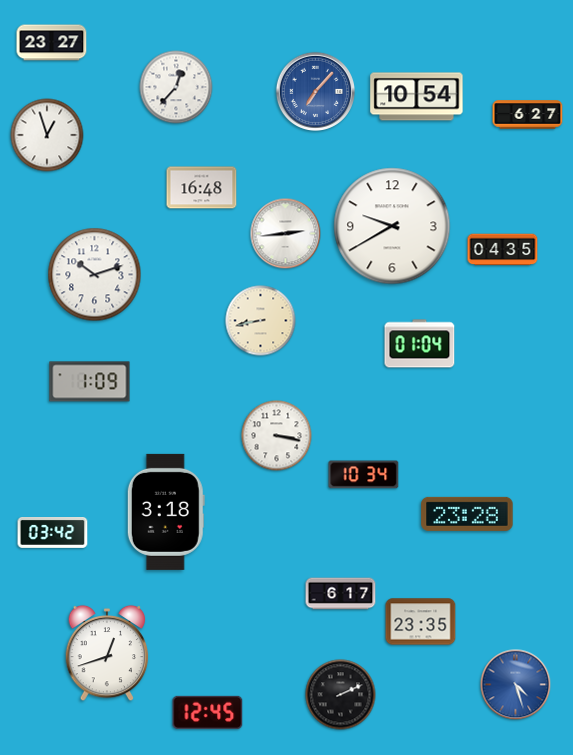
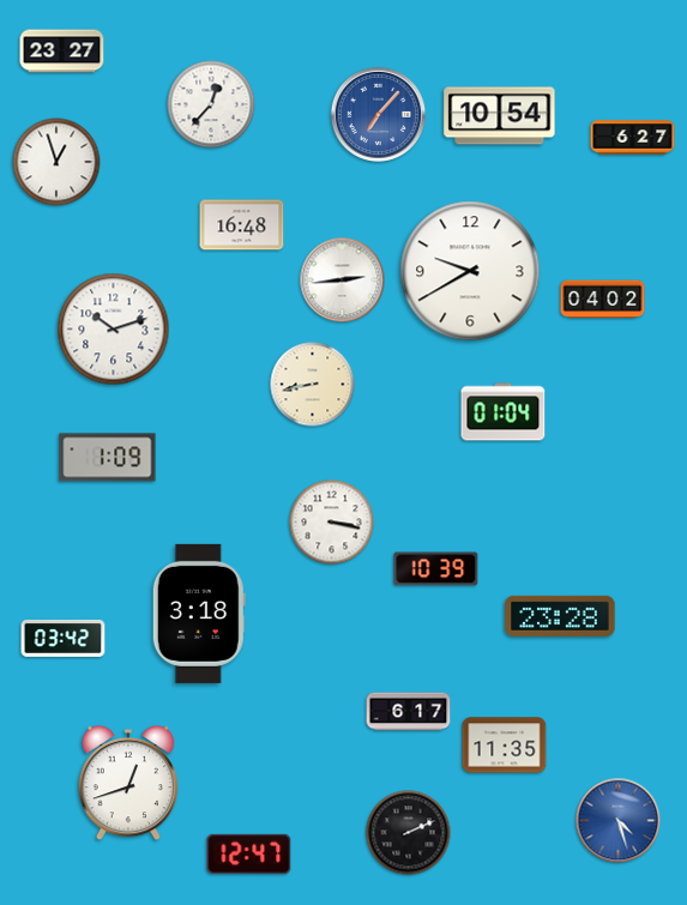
clock at (315, 91) position: (315, 91) -> (378, 114)
clock at (503, 250): 04:35 -> 04:02
clock at (364, 475): 10:34 -> 10:39
clock at (421, 622): 23:35 -> 11:35
clock at (208, 712): 12:45 -> 12:47
